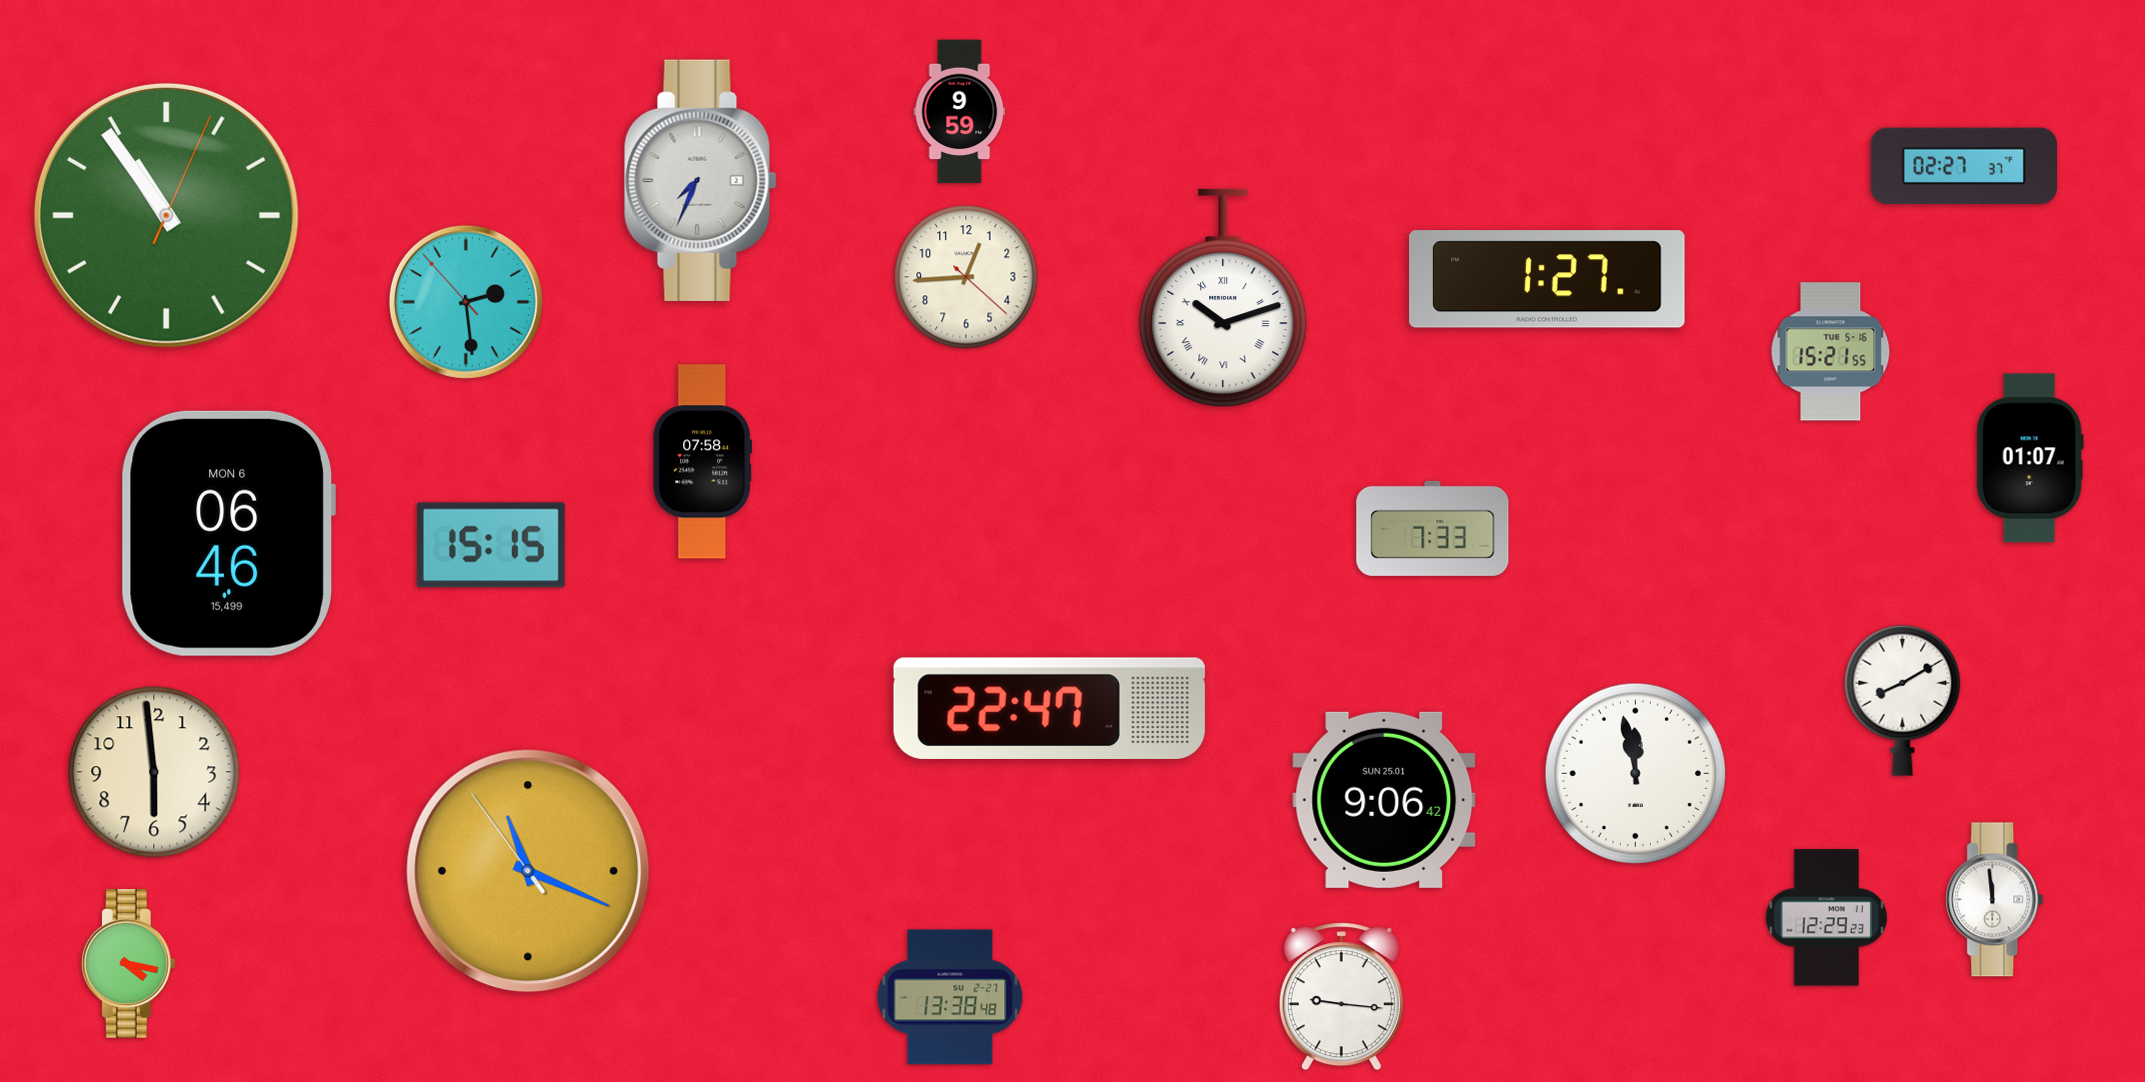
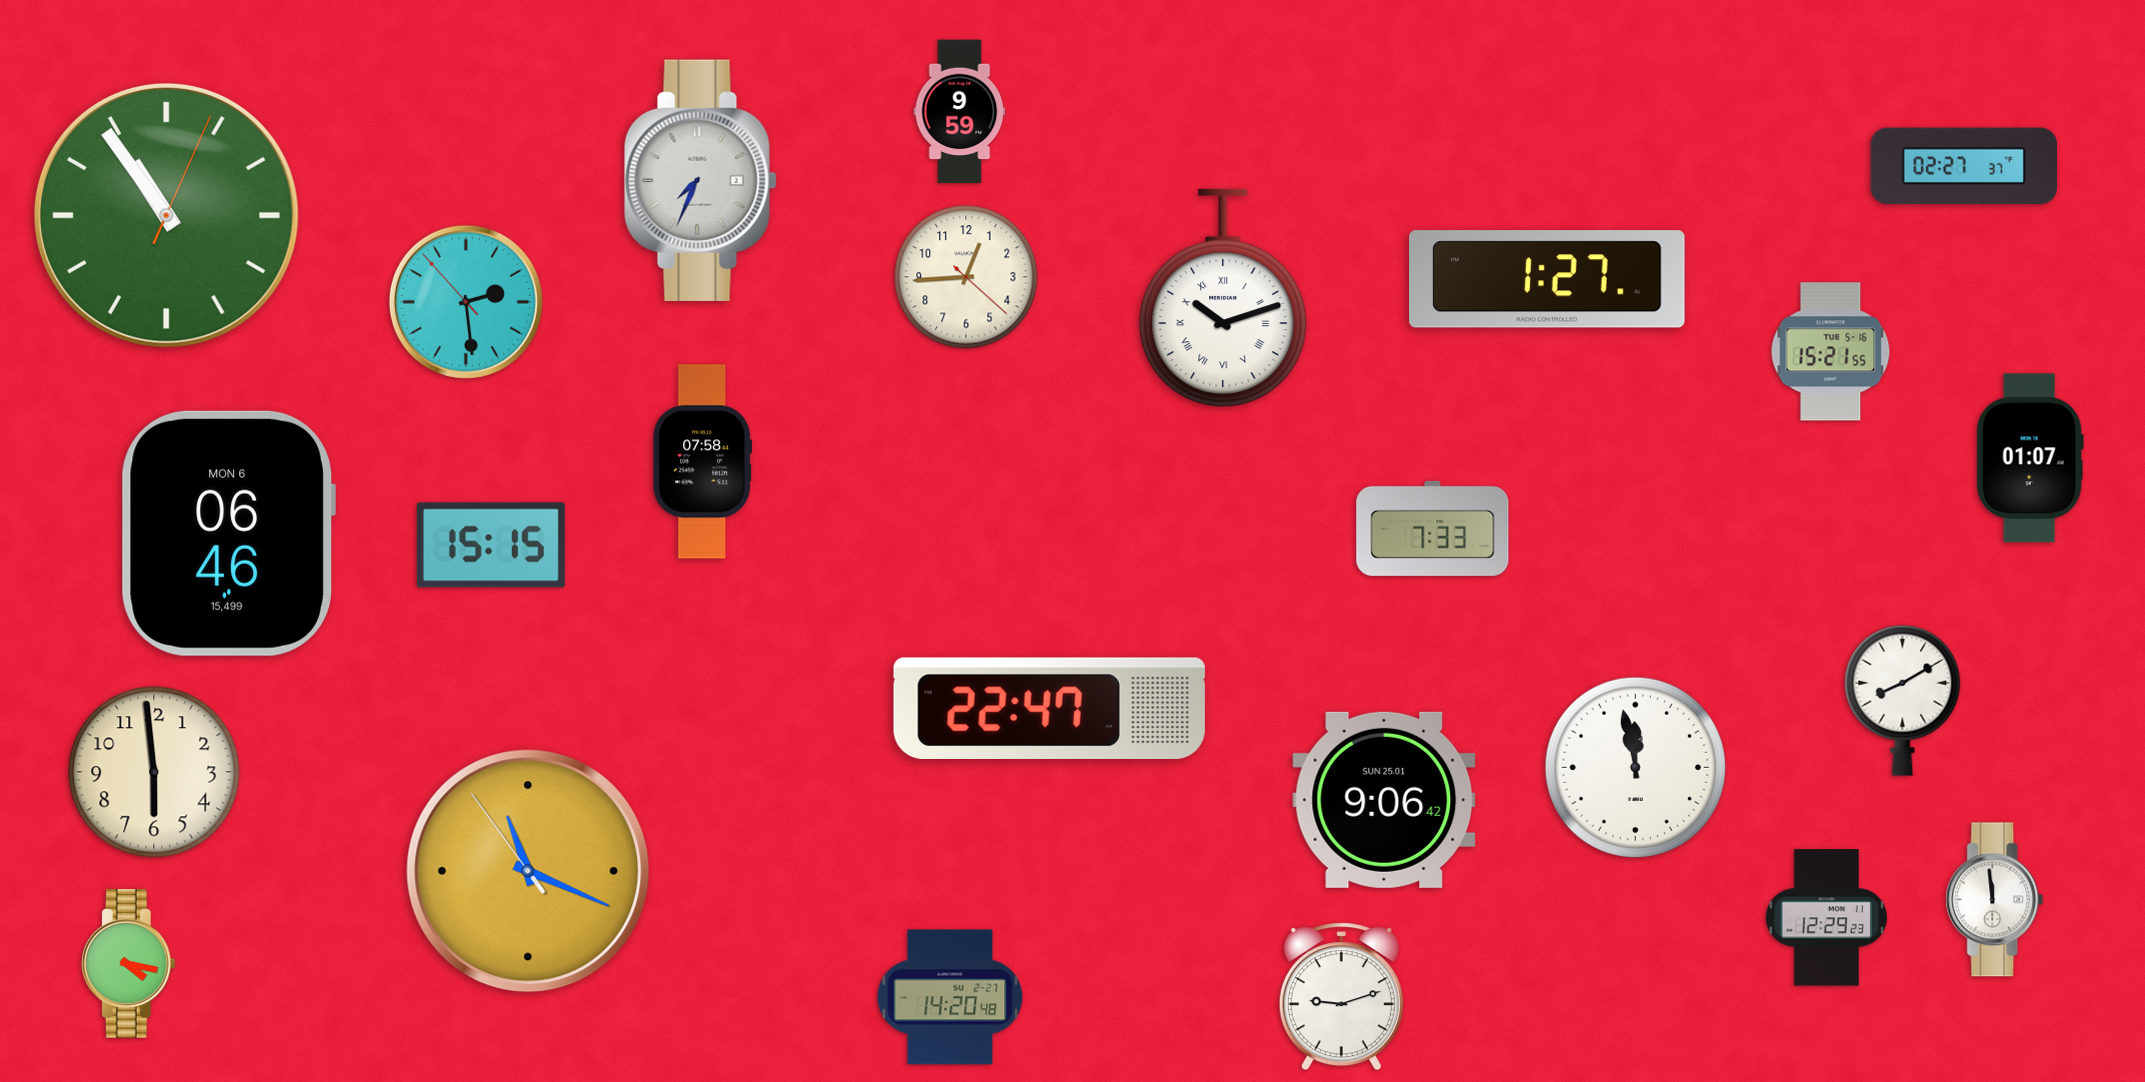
clock at (1635, 773) position: (1635, 773) -> (1635, 767)
clock at (950, 997): 13:38 -> 14:20
clock at (1341, 997): 9:16 -> 9:12
